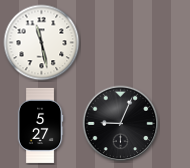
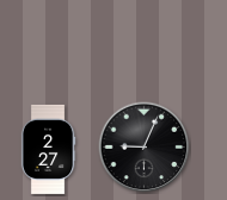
clock at (42, 43): 11:28 -> none
clock at (40, 125): 5:27 -> 2:27
